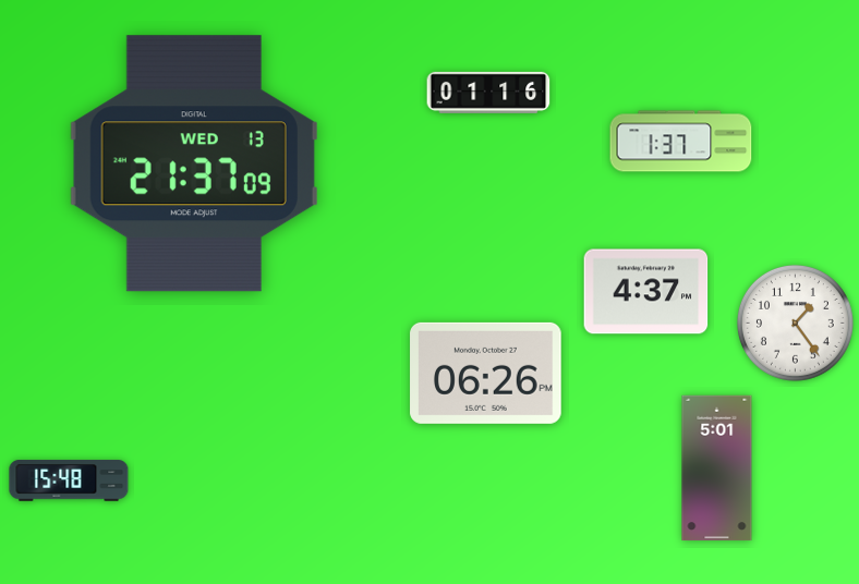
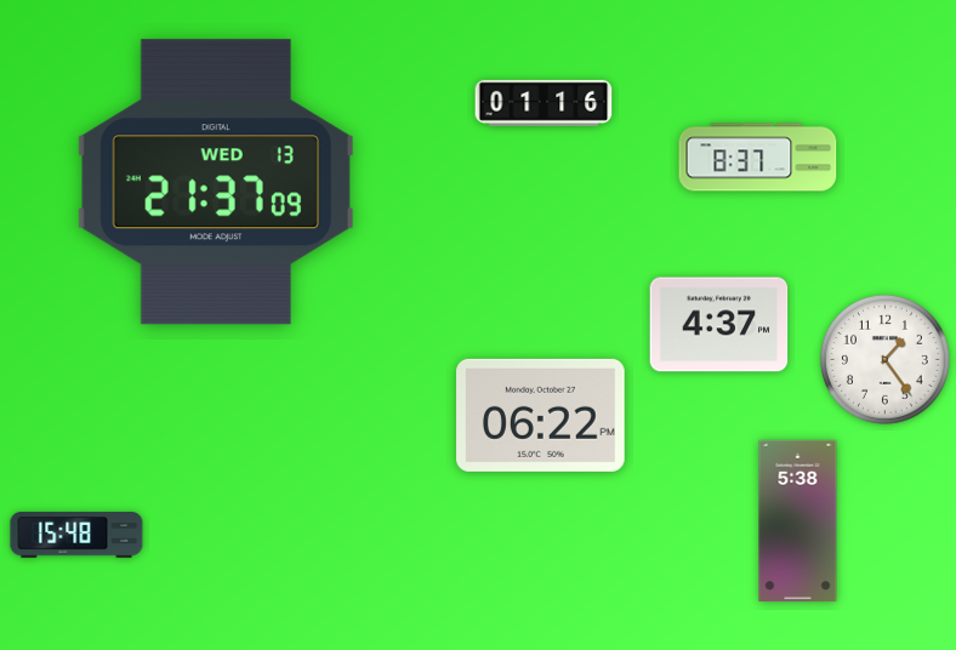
clock at (681, 142): 1:37 -> 8:37
clock at (486, 373): 06:26 -> 06:22
clock at (717, 469): 5:01 -> 5:38
